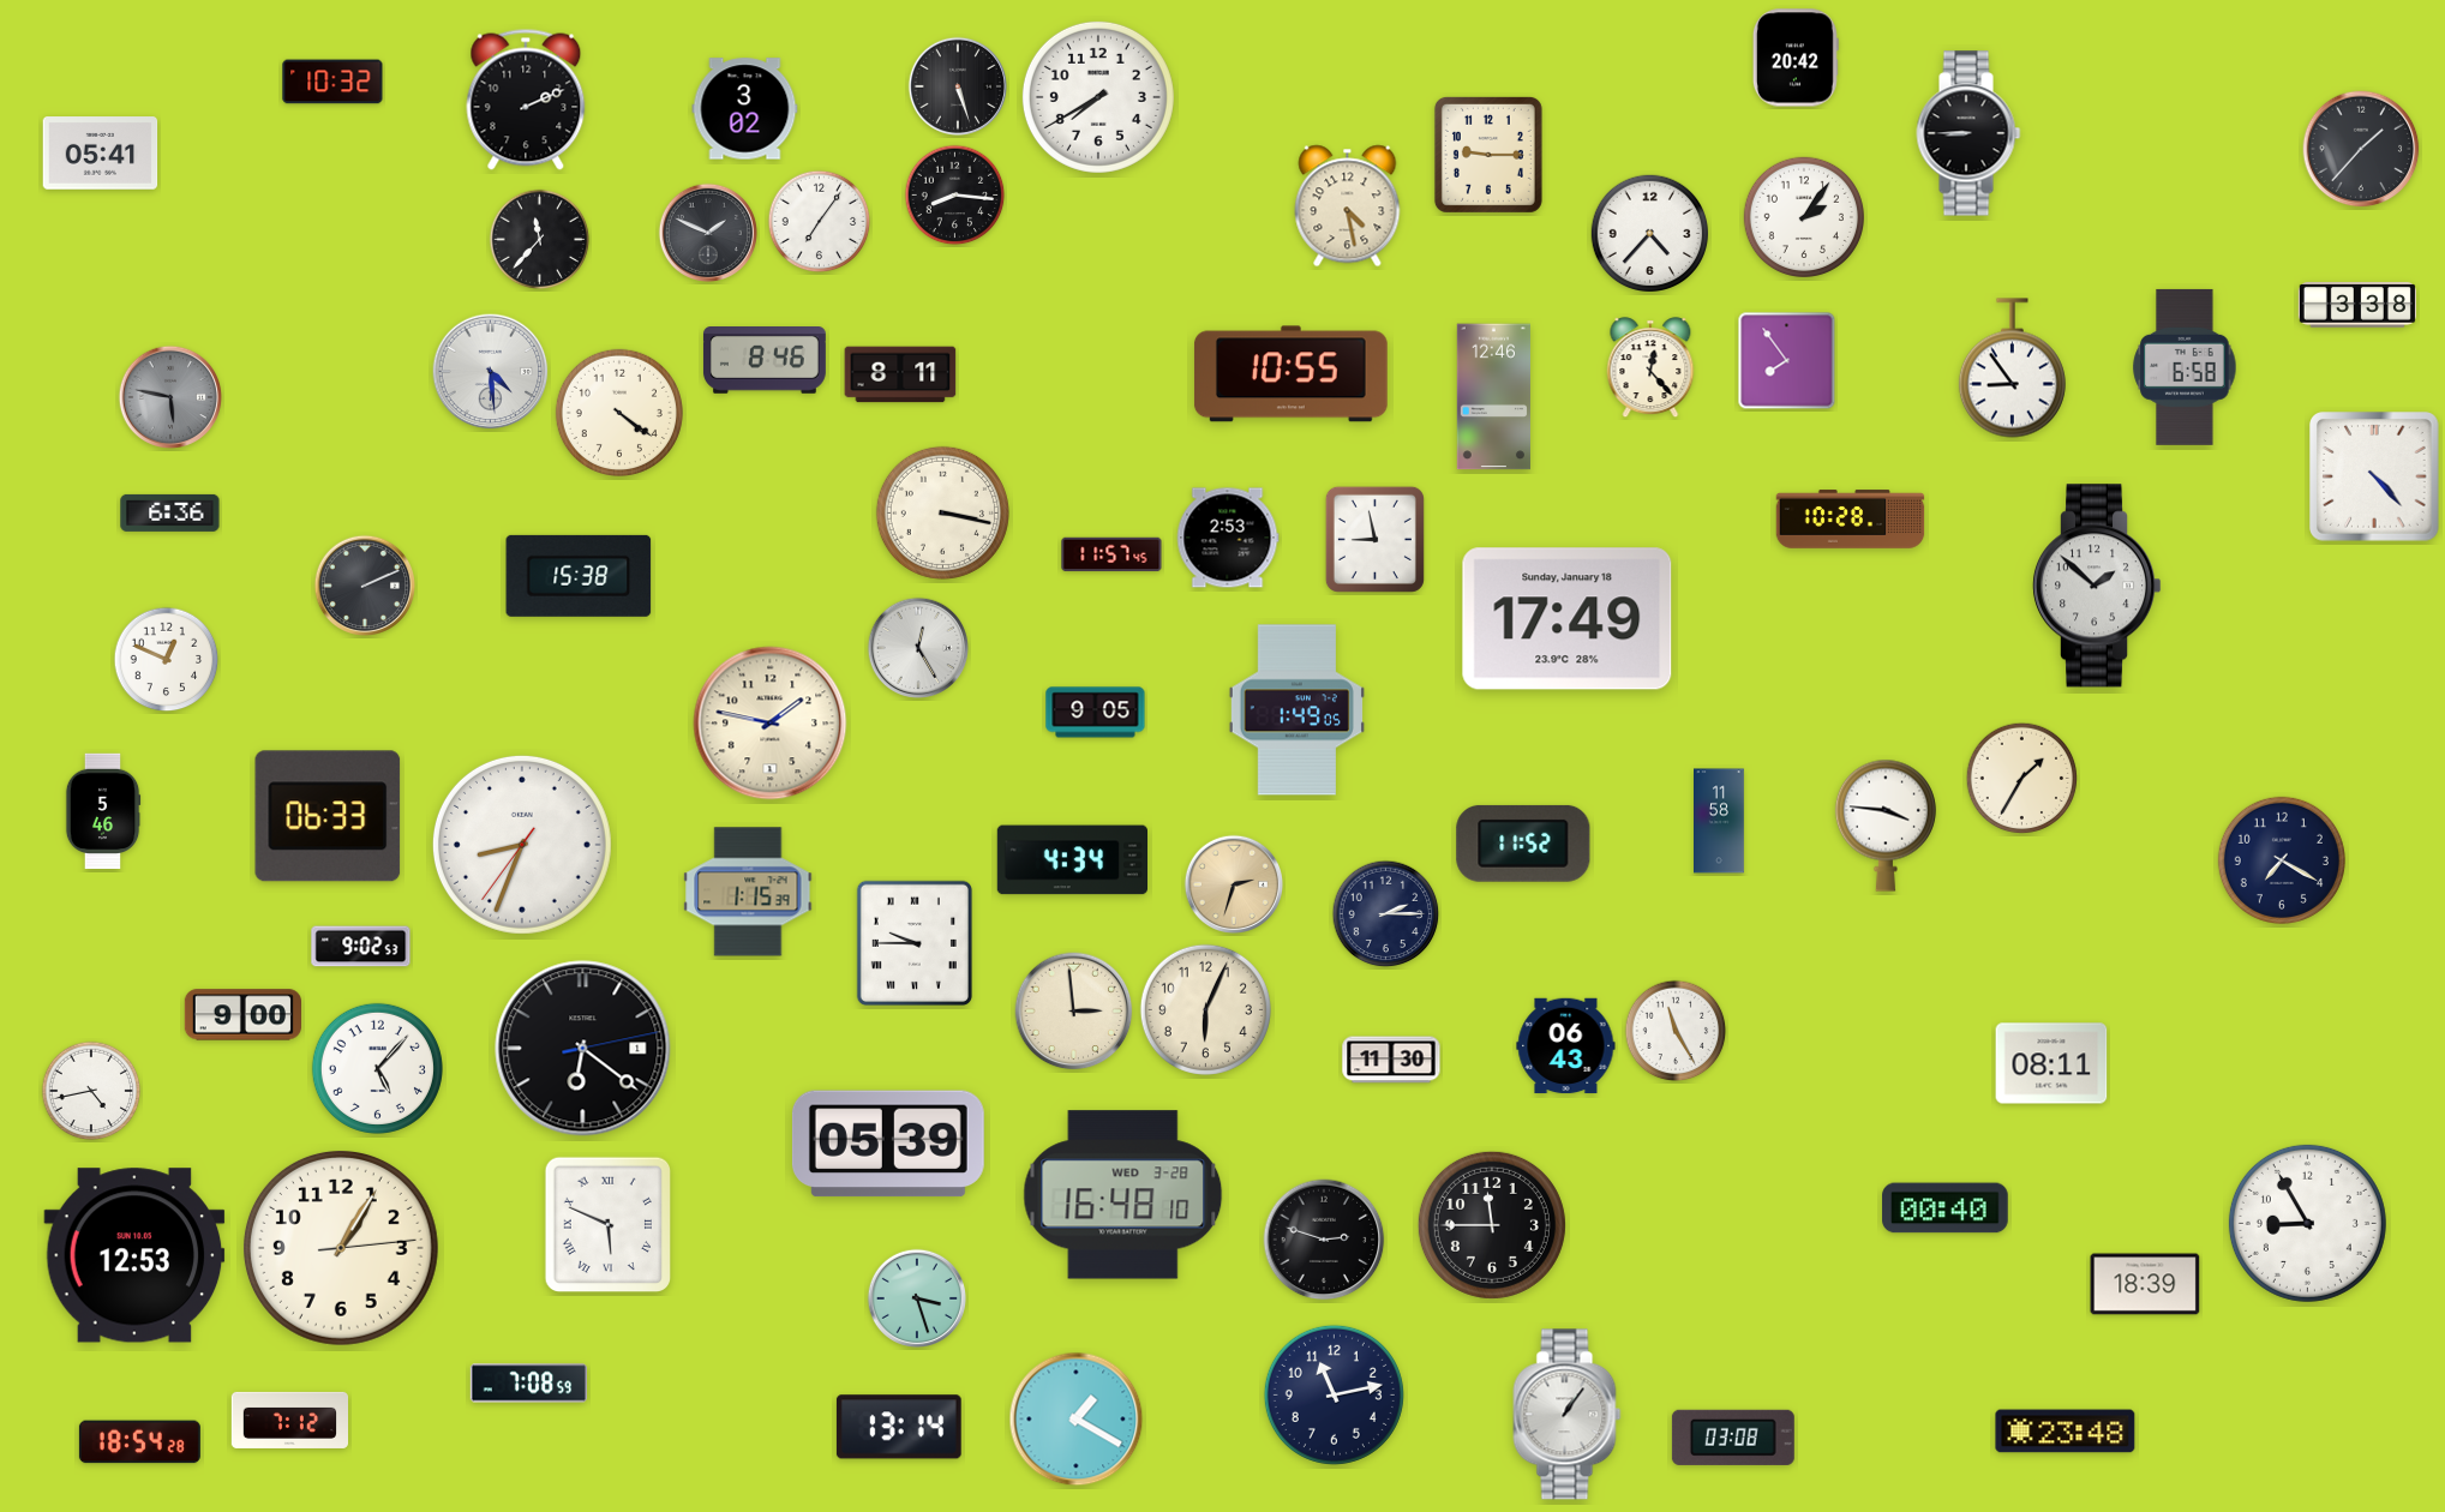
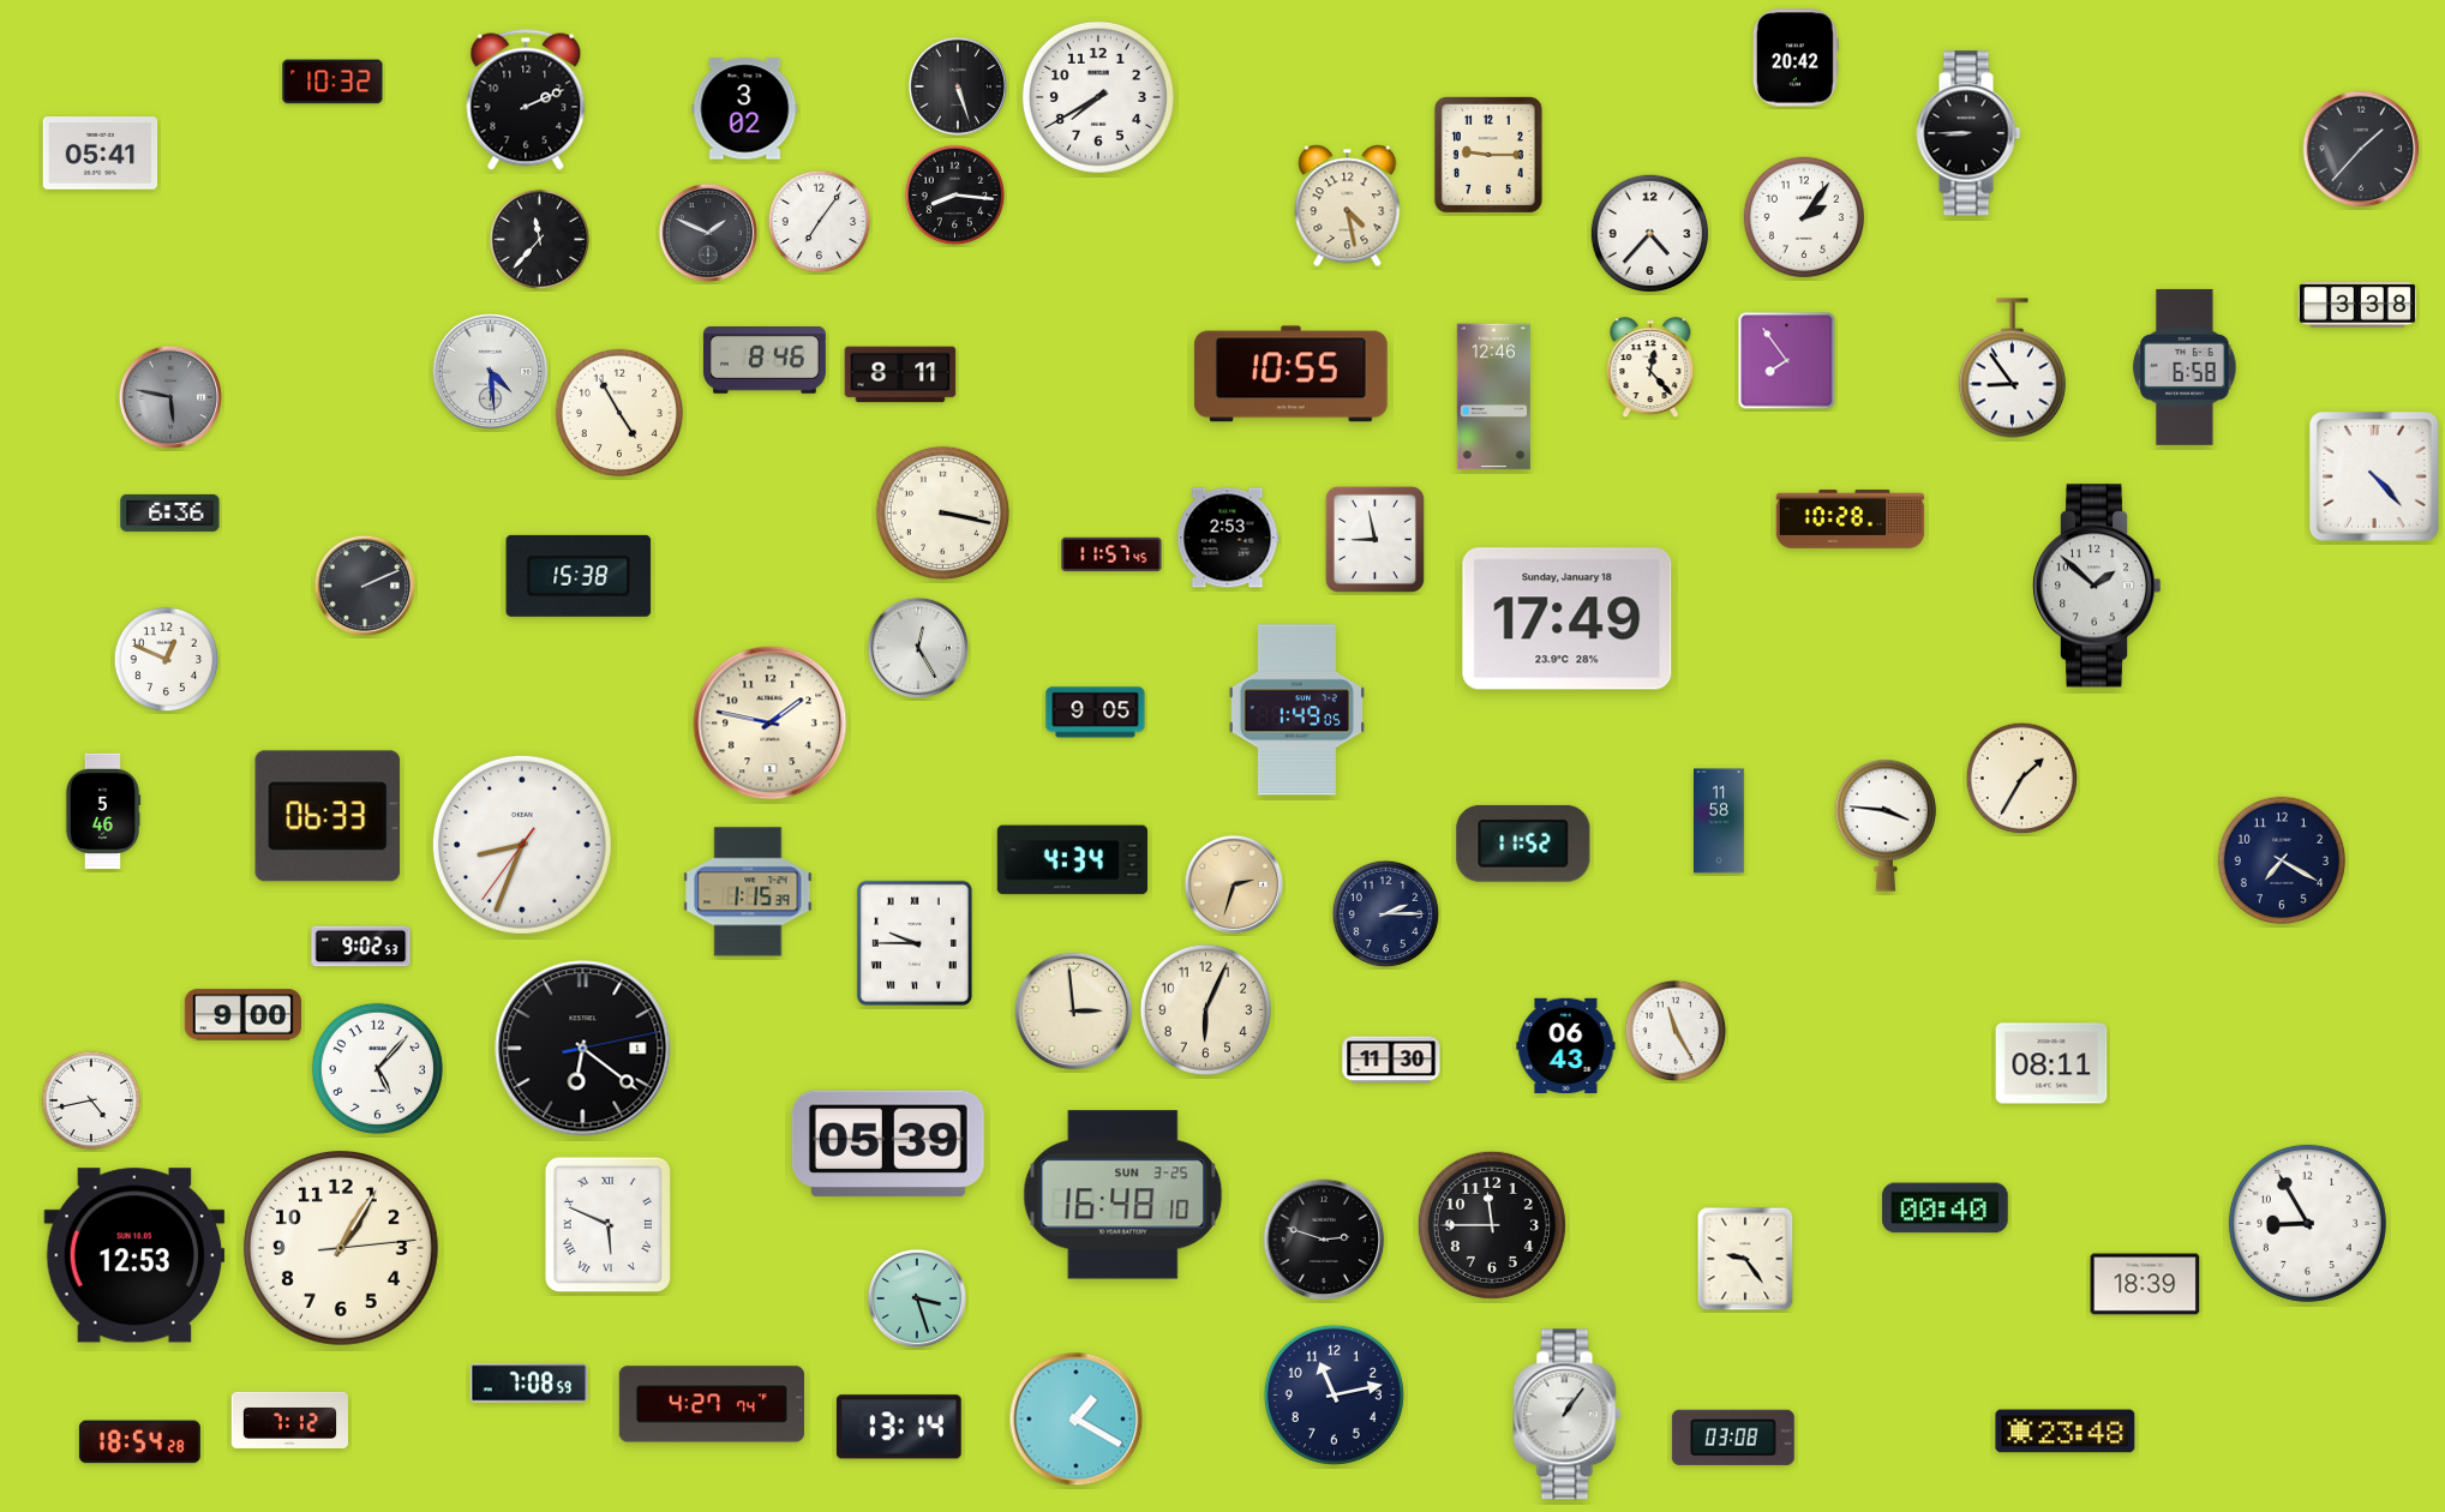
clock at (619, 413): 4:21 -> 4:55
clock at (91, 1091) position: (91, 1091) -> (91, 1100)
clock at (1123, 1195) date: WED 3-28 -> SUN 3-25
clock at (1745, 1259): none -> 9:24
clock at (712, 1404): none -> 4:27
